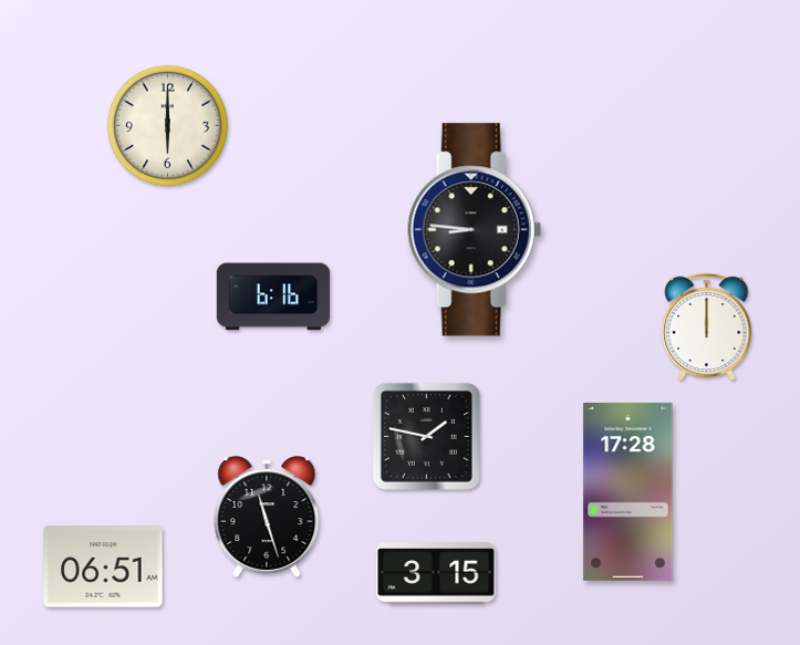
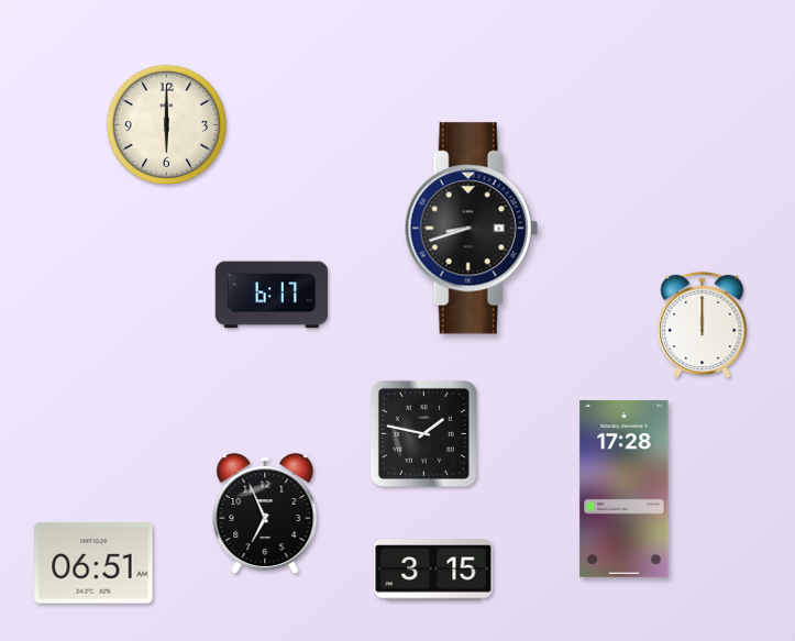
clock at (474, 230): 8:46 -> 8:42
clock at (273, 297): 6:16 -> 6:17
clock at (267, 518): 11:27 -> 6:56
clock at (103, 566) position: (103, 566) -> (93, 563)
